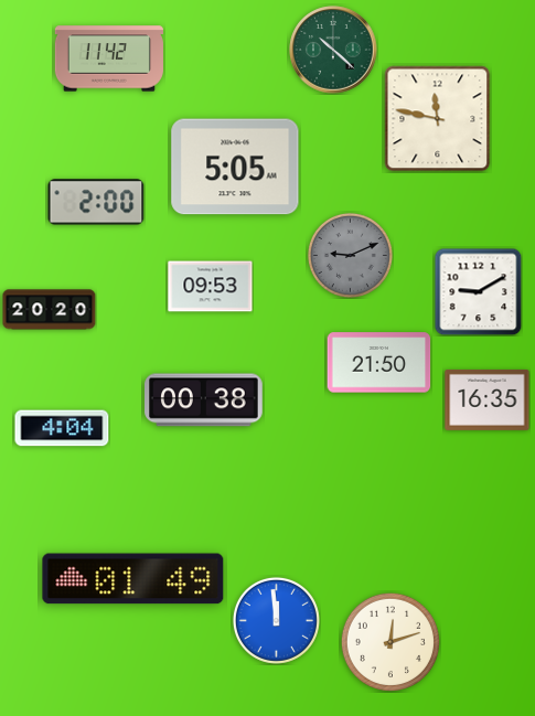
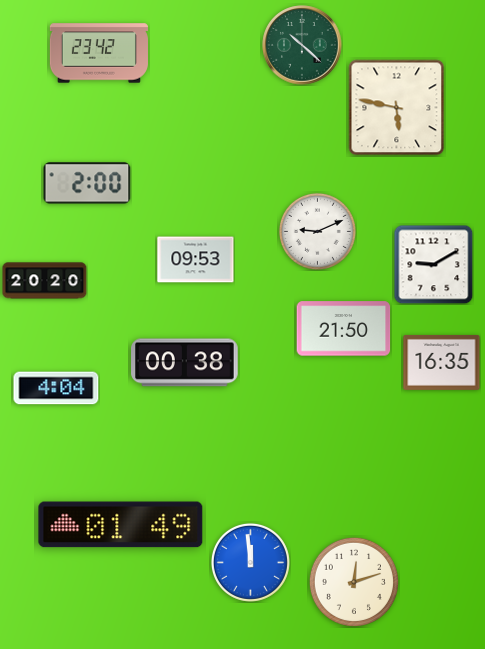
clock at (109, 58): 11:42 -> 23:42
clock at (438, 119): 11:47 -> 5:47
clock at (235, 167): 5:05 -> none
clock at (350, 255) dial: grey -> white
clock at (211, 287) position: (211, 287) -> (196, 260)
